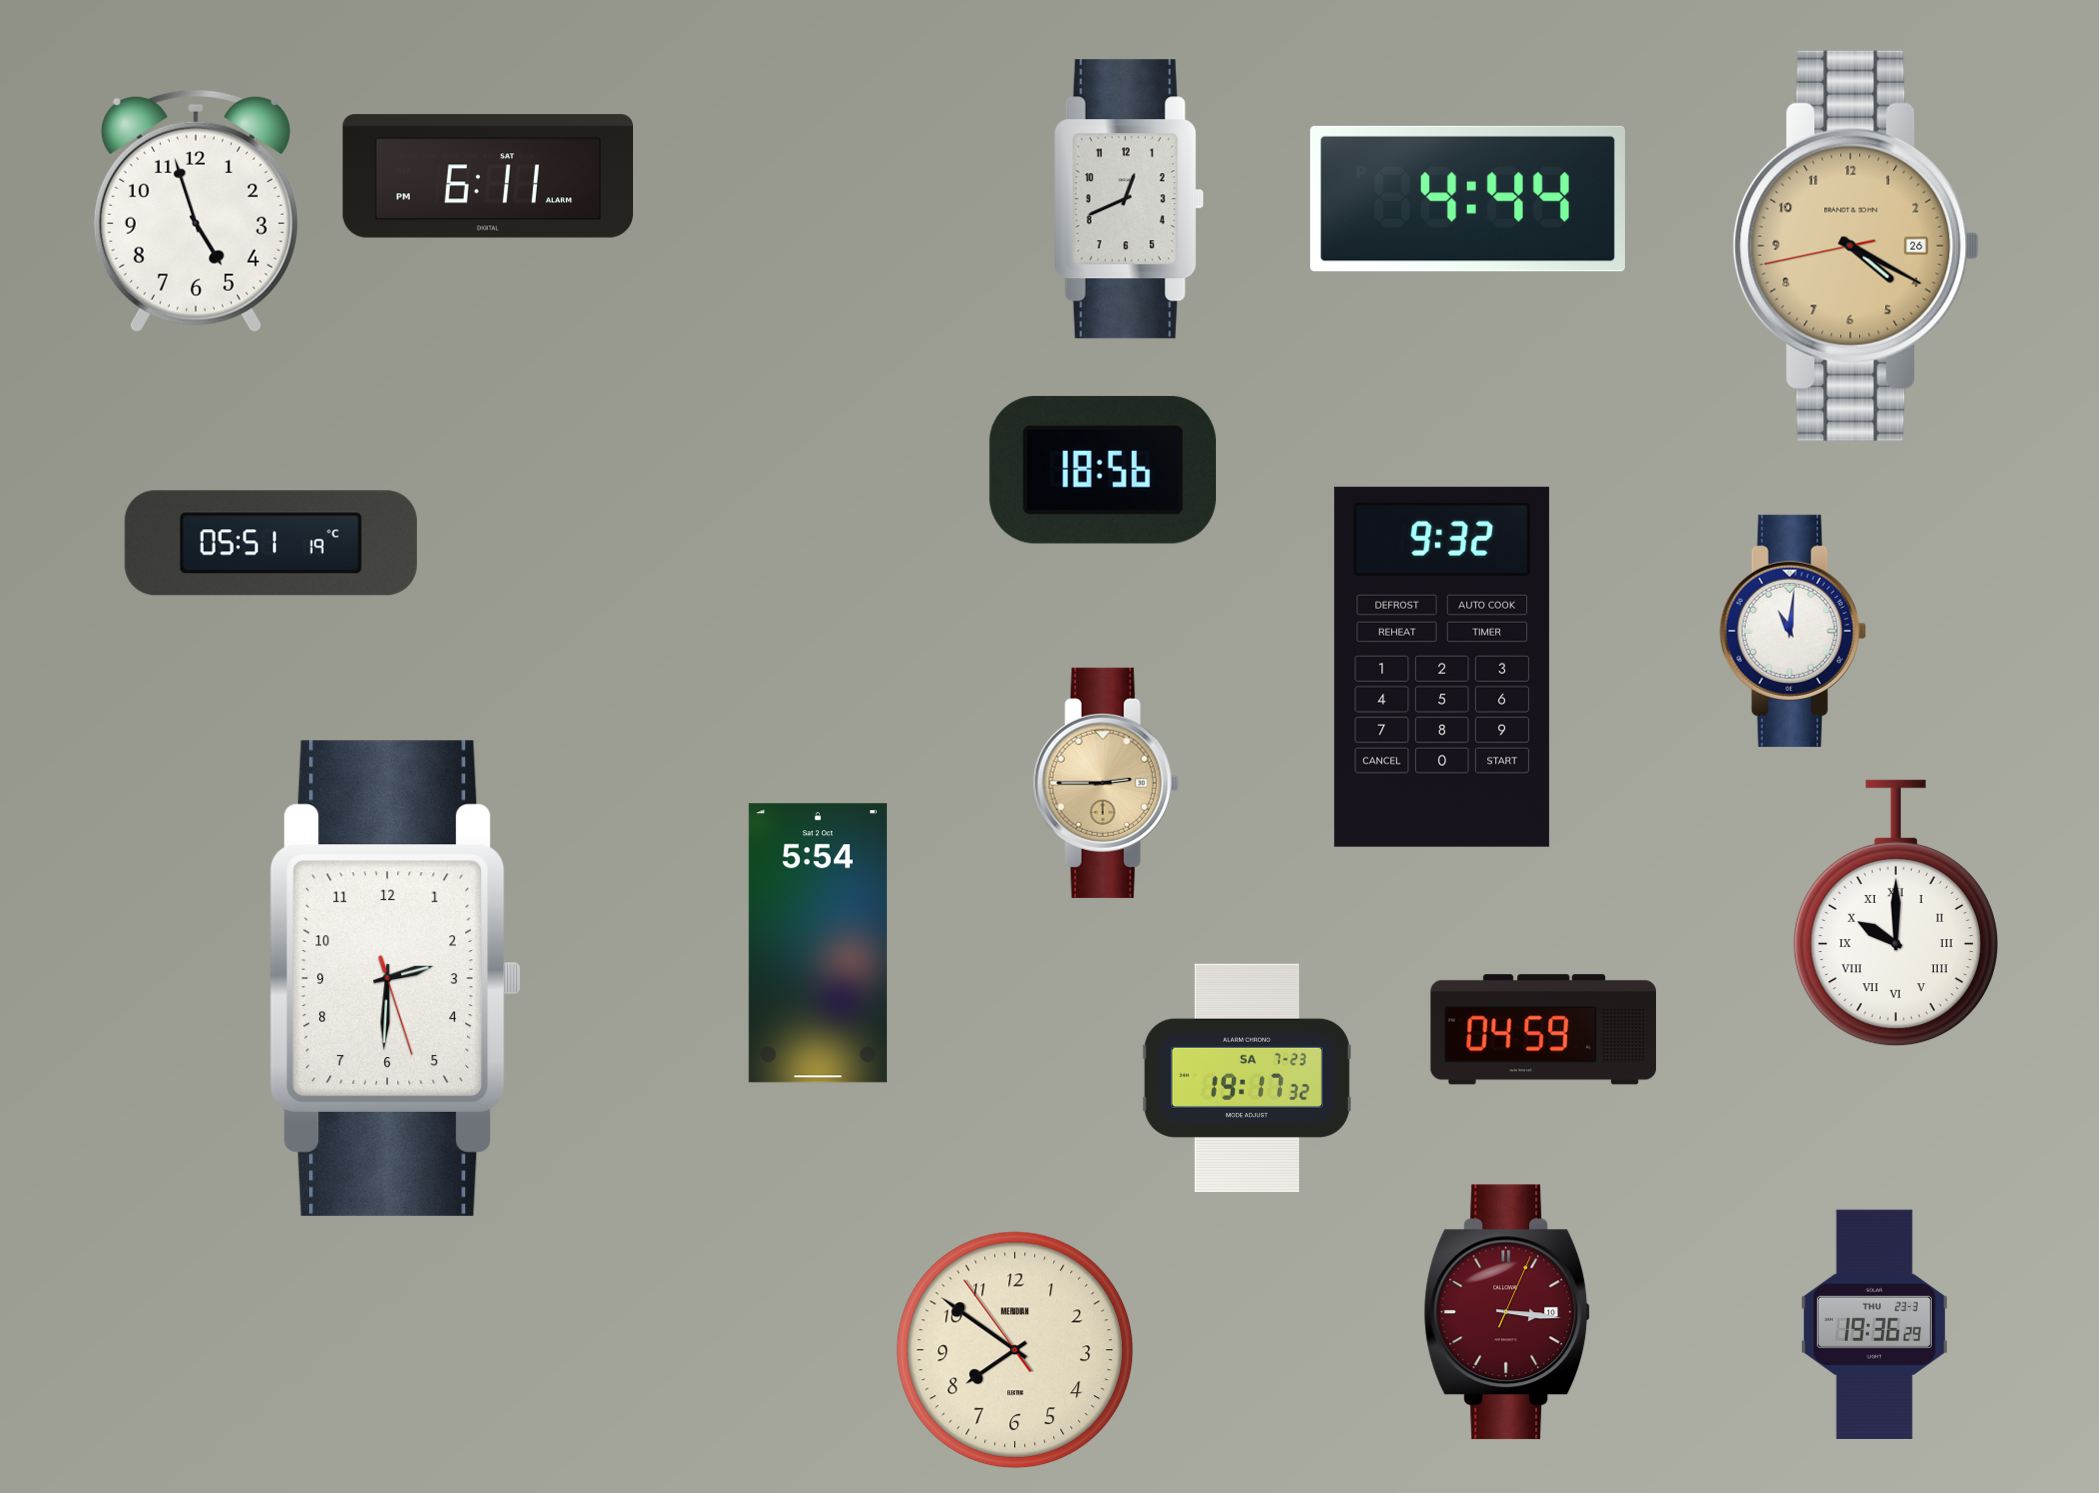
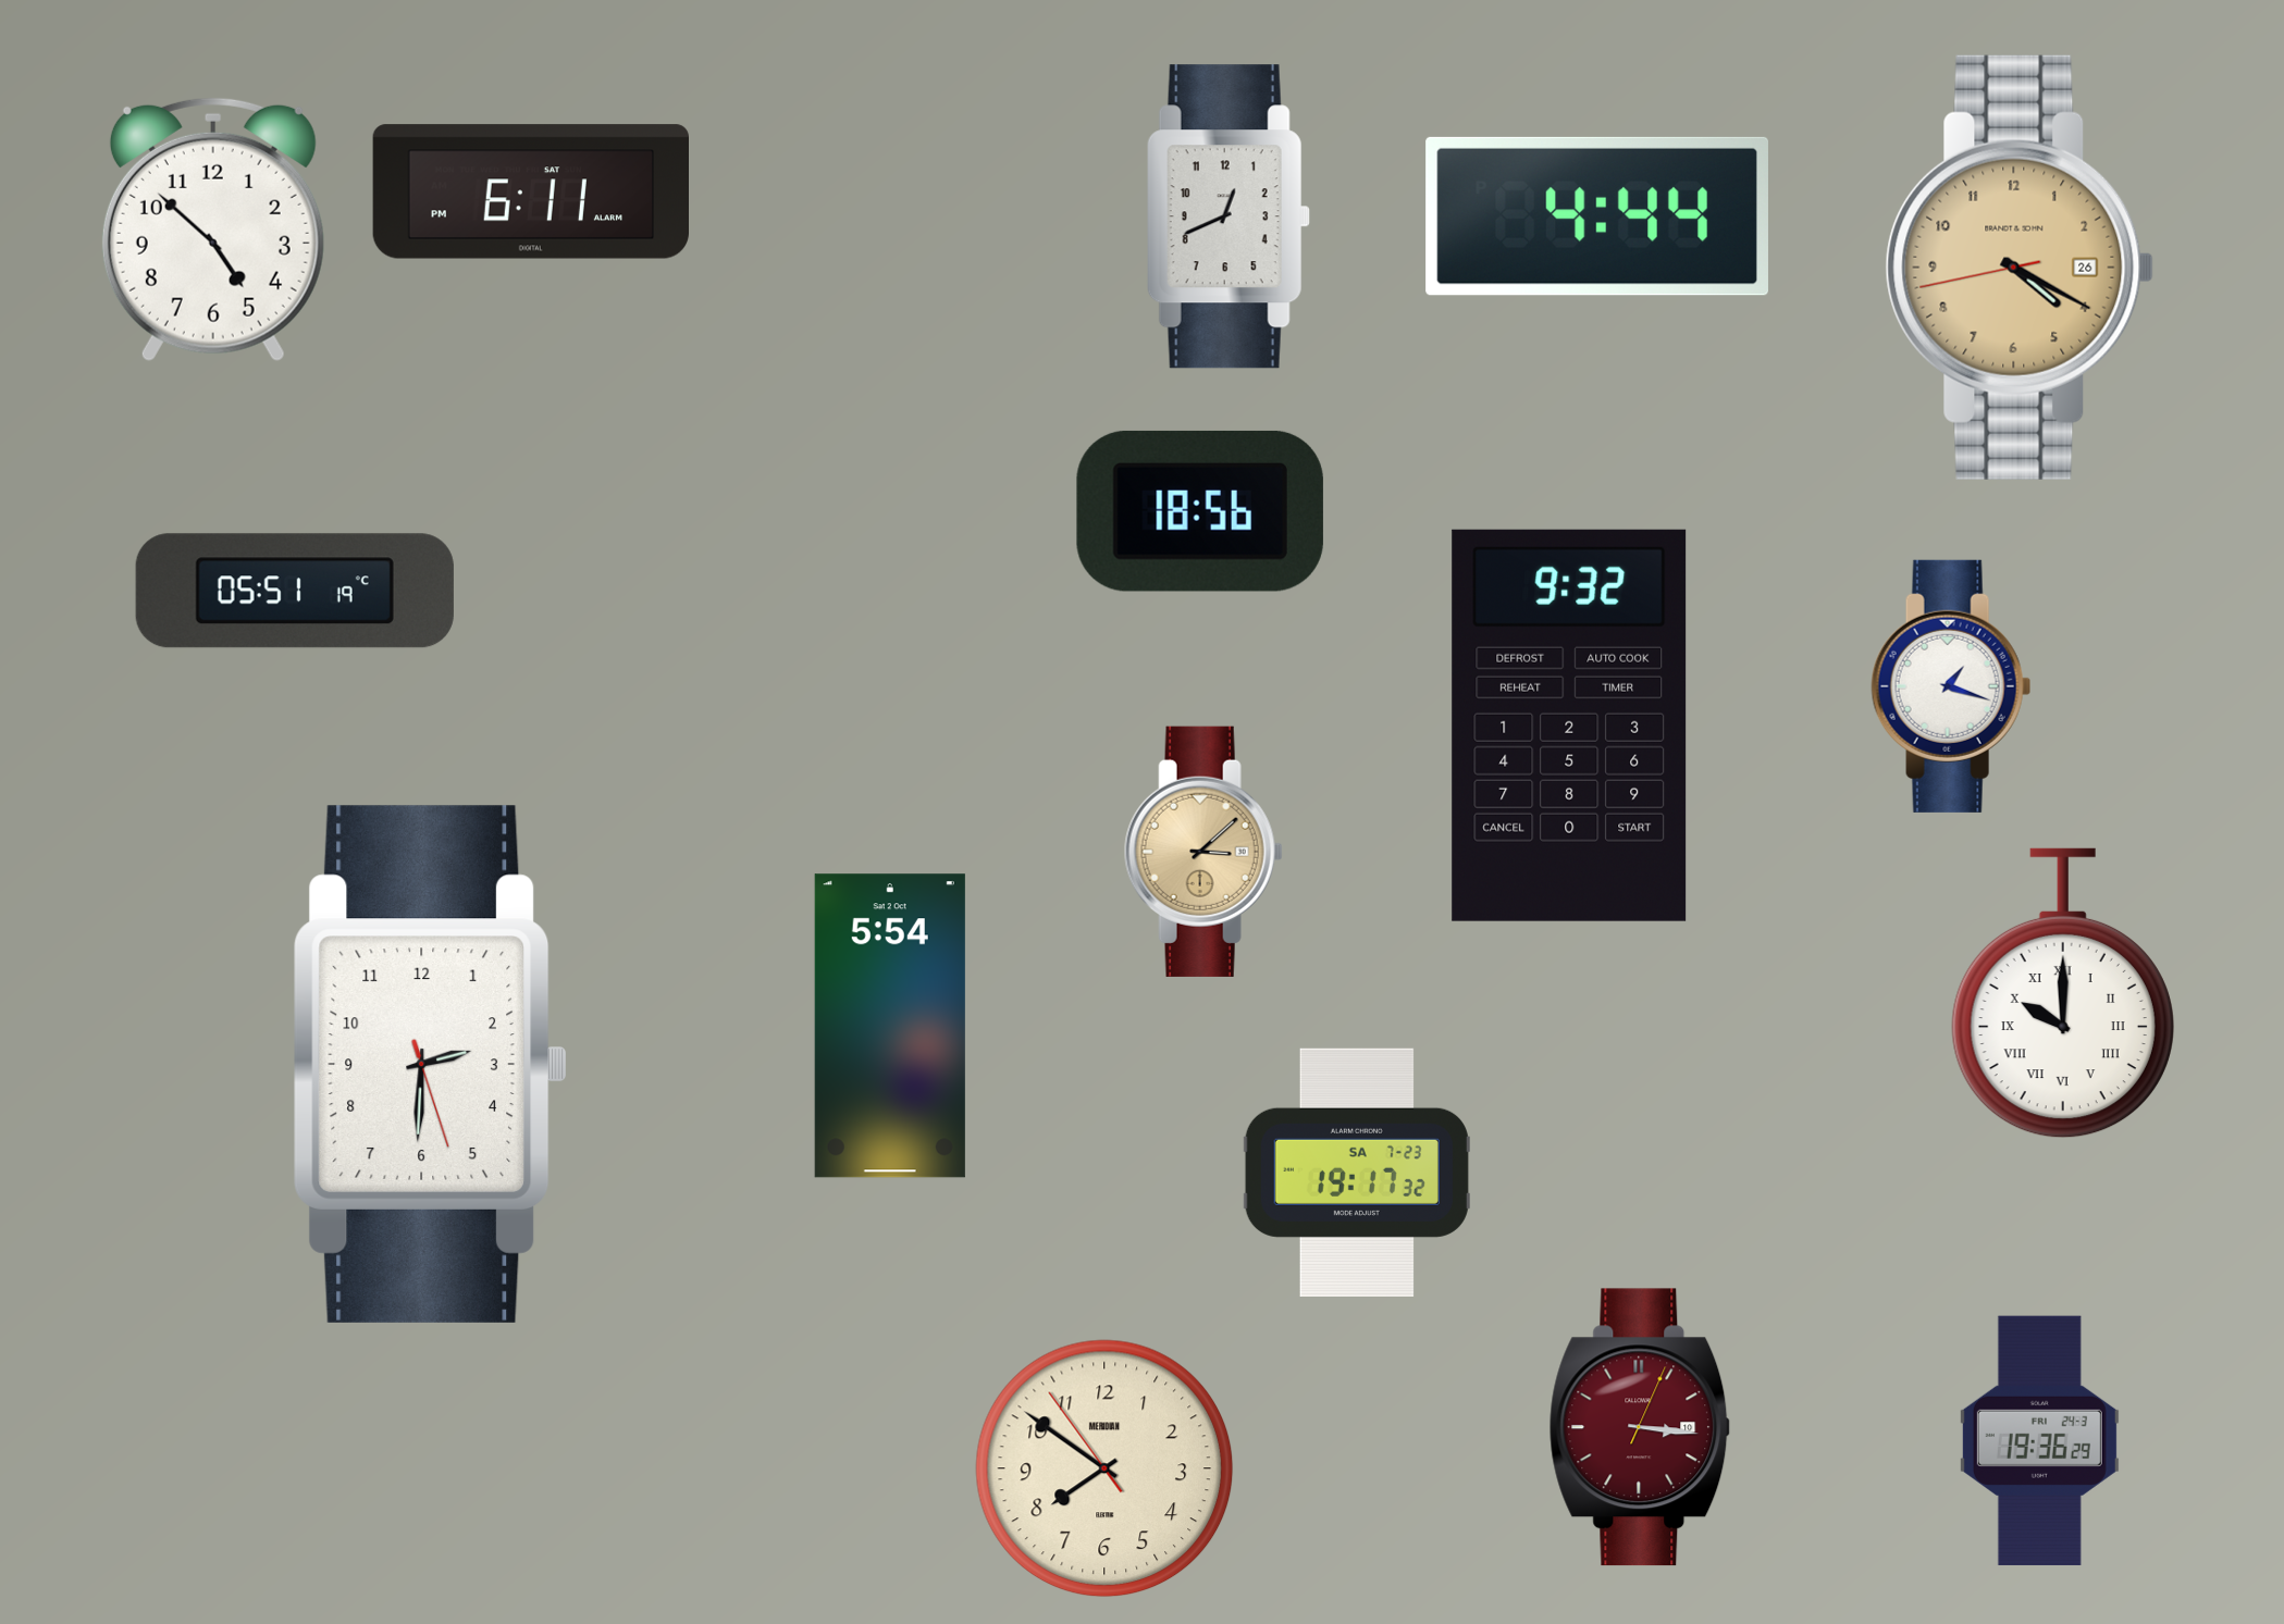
clock at (196, 211): 4:57 -> 4:52
clock at (1793, 631): 11:01 -> 1:18
clock at (1106, 783): 2:45 -> 3:08
clock at (1544, 1030): 04:59 -> none
clock at (1874, 1324) date: THU 23-3 -> FRI 24-3
